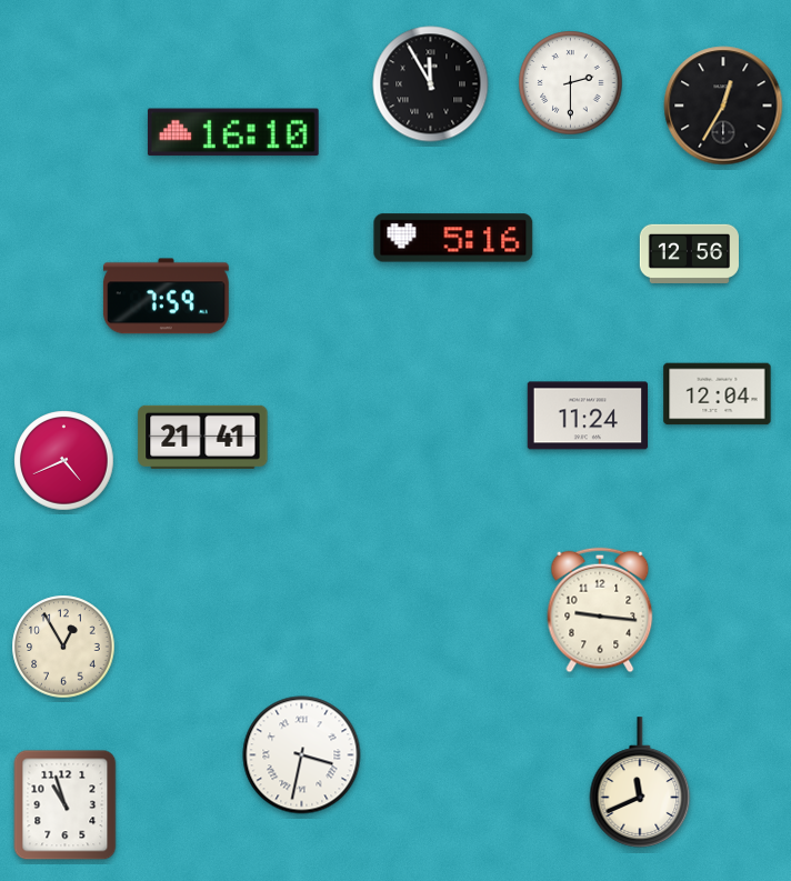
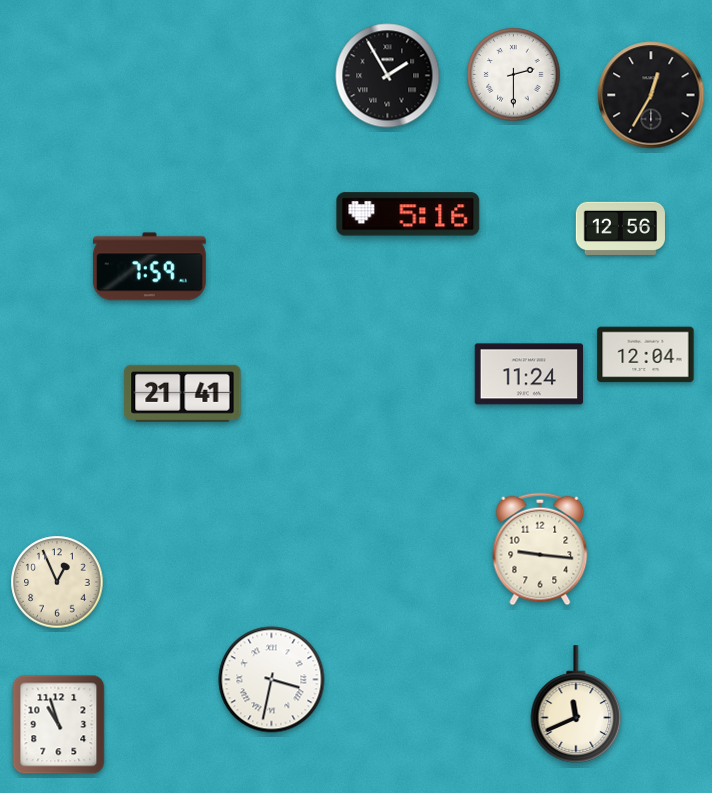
clock at (431, 84): 11:55 -> 1:55
clock at (233, 132): 16:10 -> none
clock at (64, 461): 4:41 -> none
clock at (63, 647): 12:55 -> 12:56
